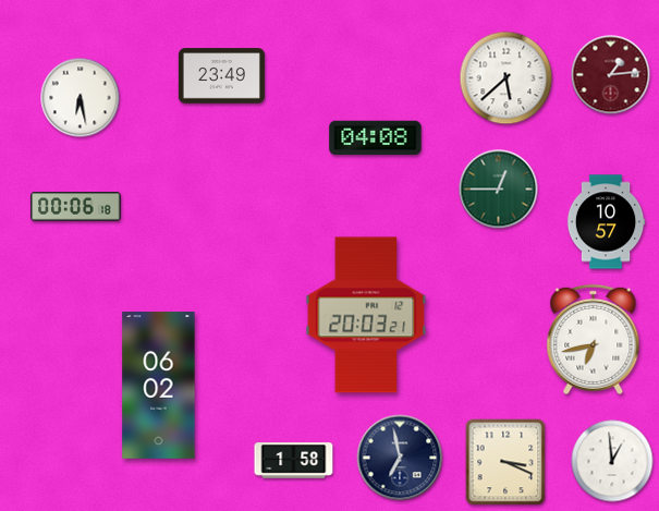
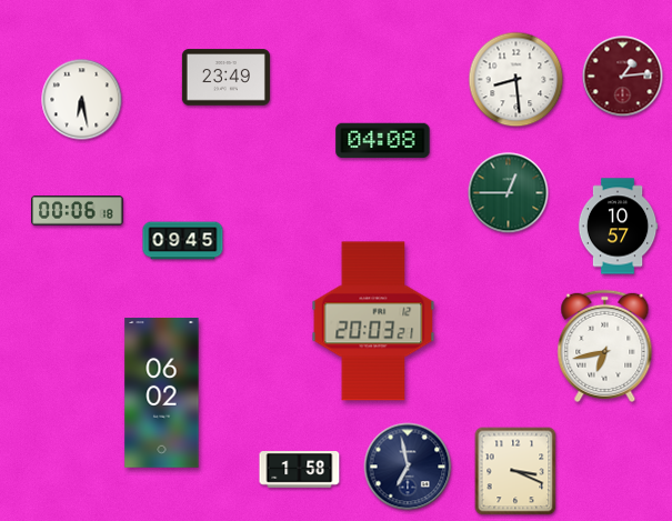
clock at (507, 78): 5:38 -> 8:29
clock at (183, 241): none -> 09:45
clock at (612, 461): 12:59 -> none
